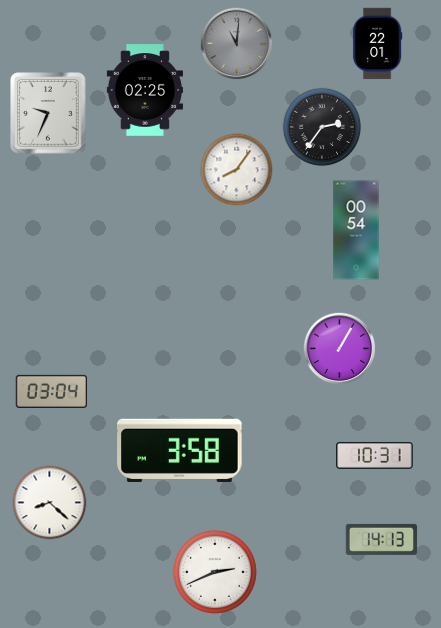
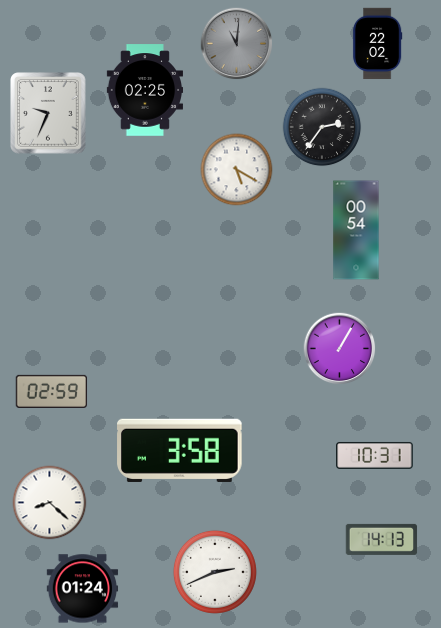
clock at (377, 44): 22:01 -> 22:02
clock at (237, 170): 8:06 -> 5:20
clock at (52, 391): 03:04 -> 02:59
clock at (83, 589): none -> 01:24
